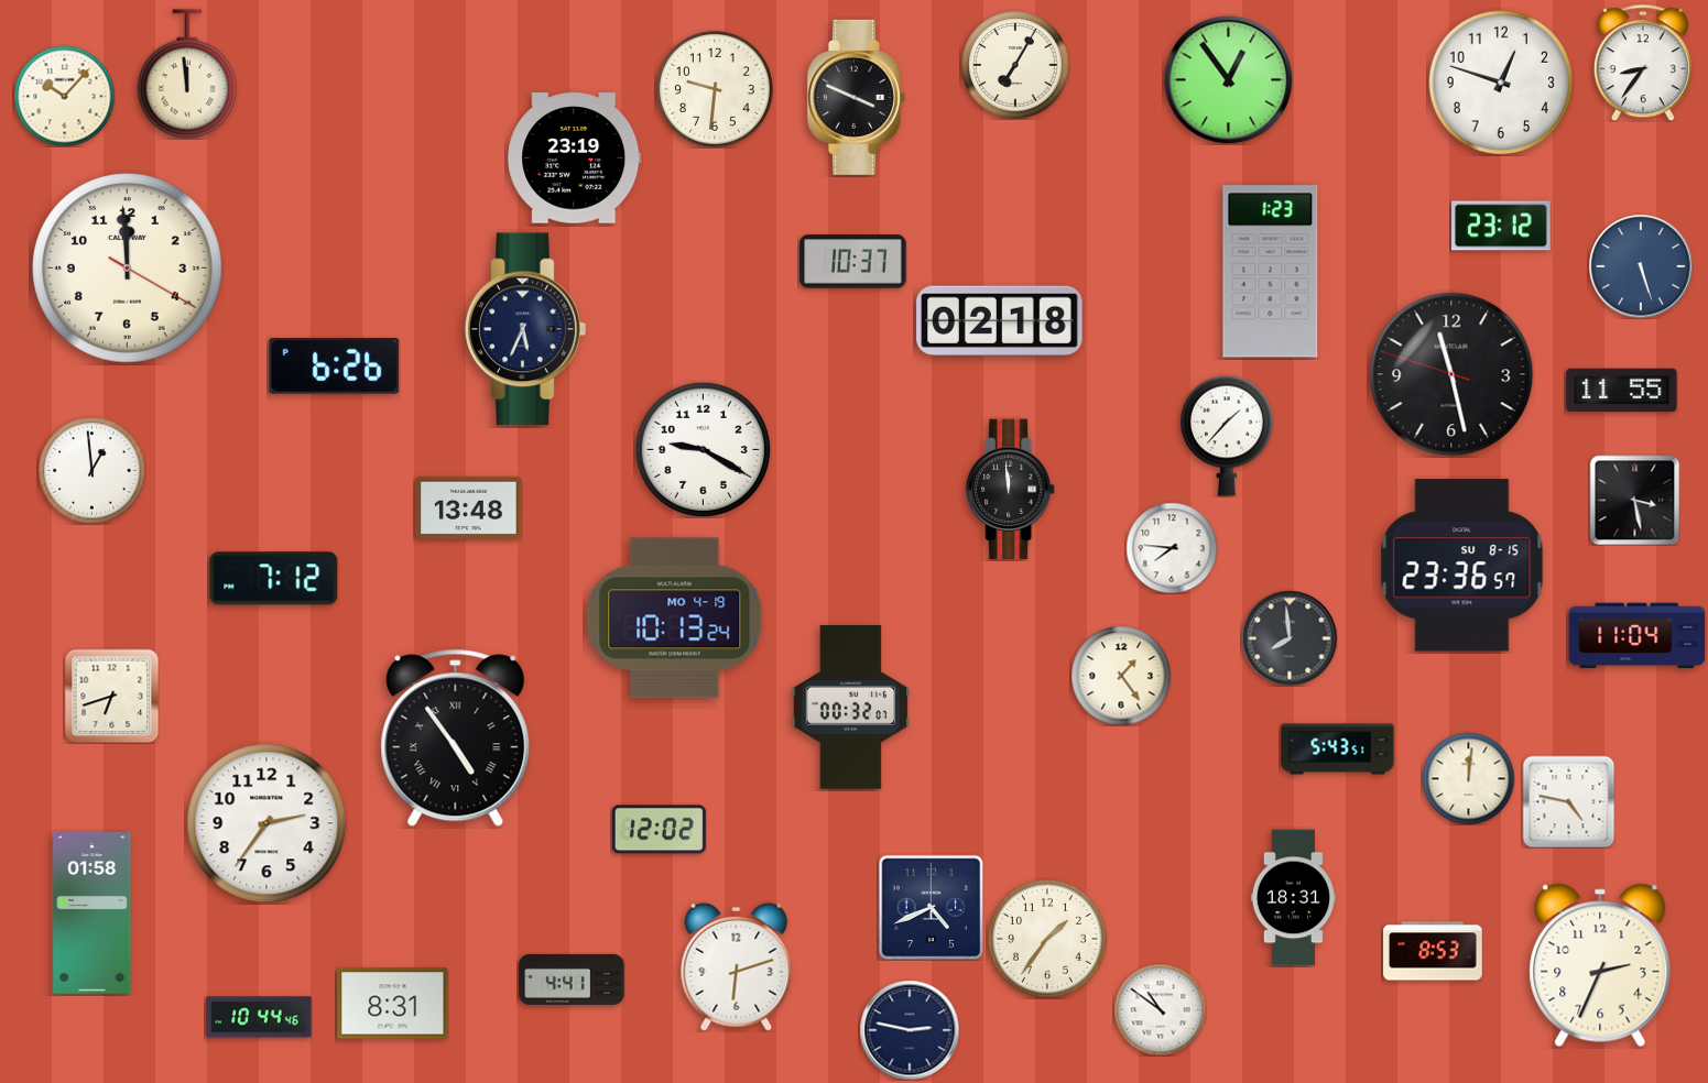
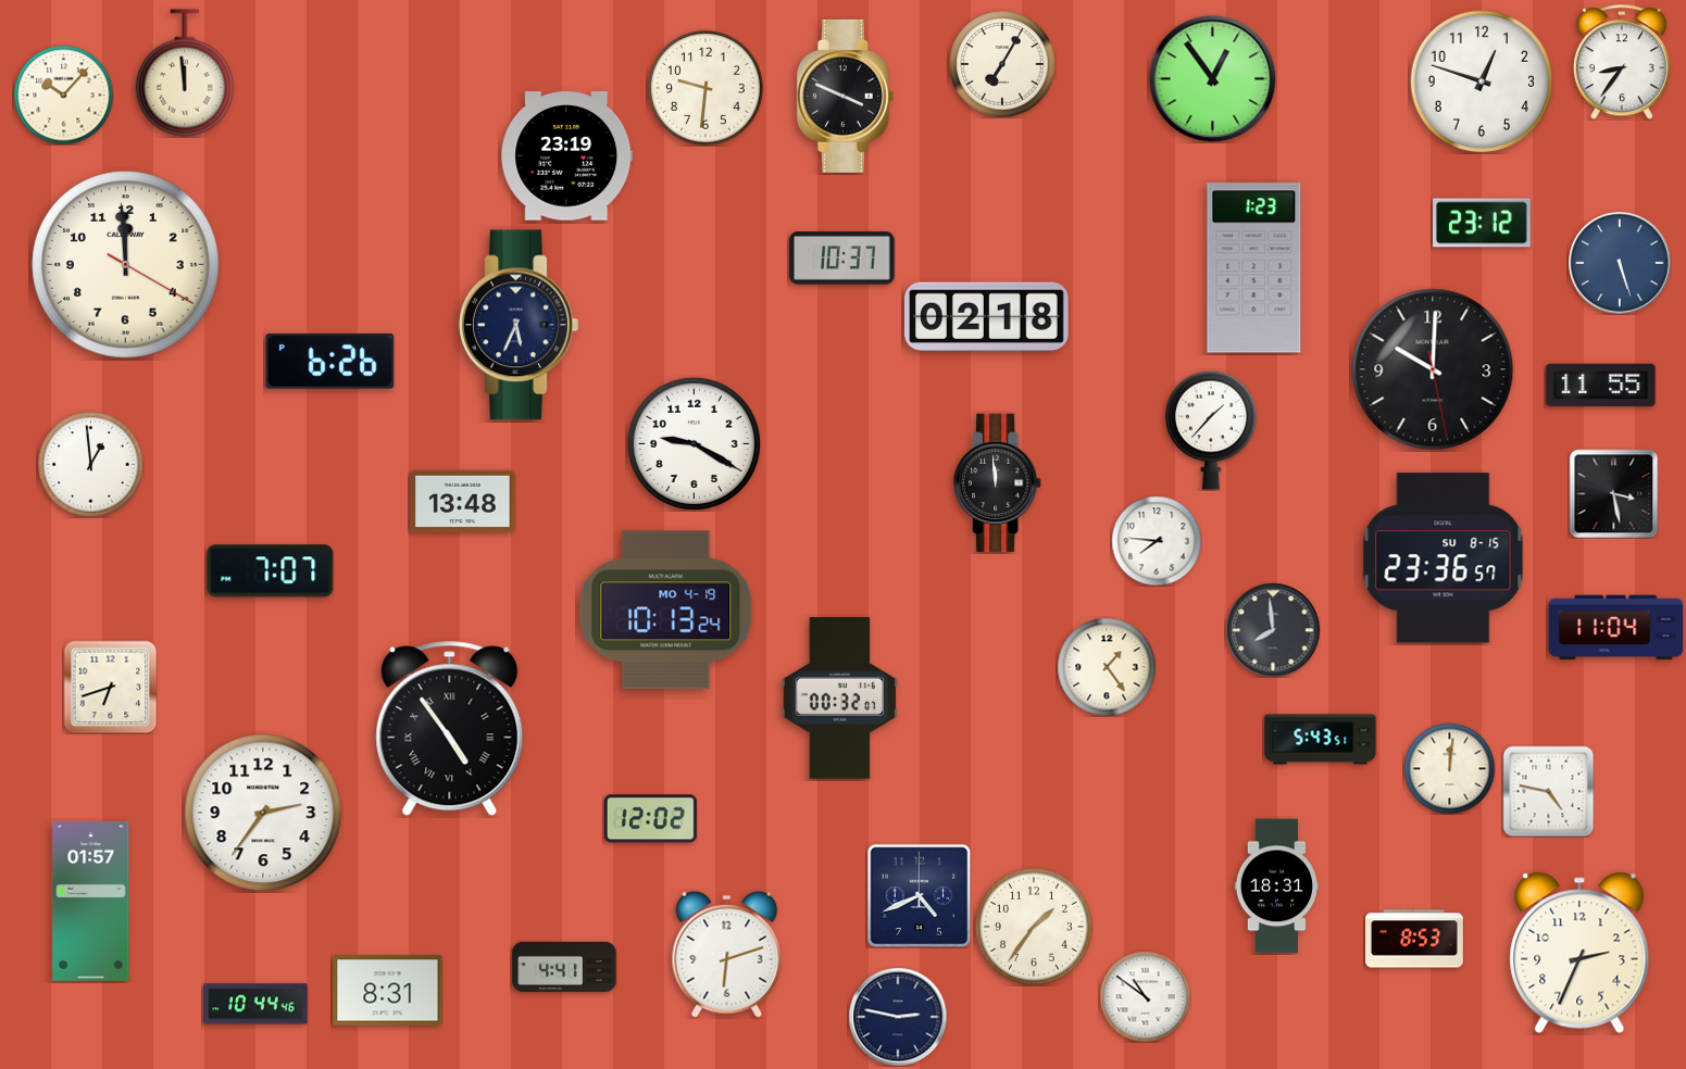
clock at (1451, 374): 11:27 -> 10:00
clock at (274, 579): 7:12 -> 7:07
clock at (93, 914): 01:58 -> 01:57
